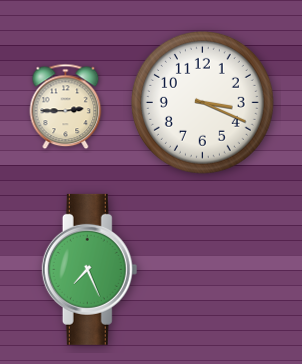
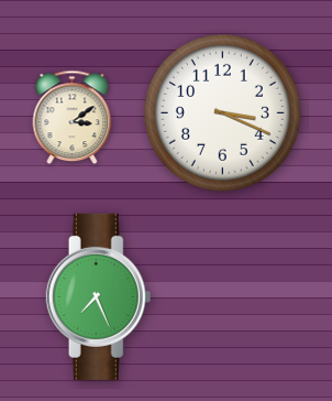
clock at (66, 107): 2:45 -> 3:09
